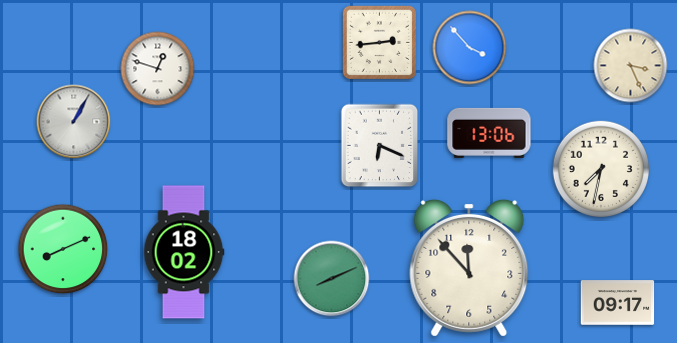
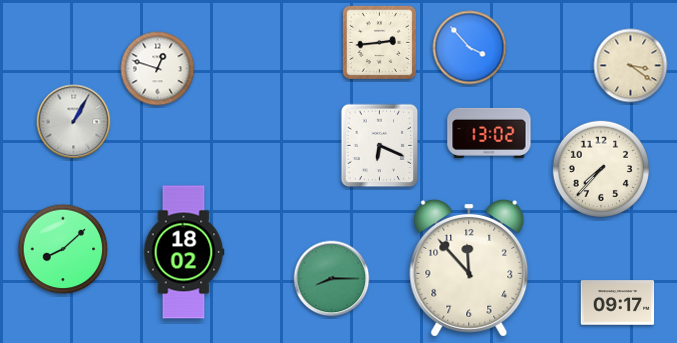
clock at (631, 66): 3:26 -> 3:21
clock at (489, 133): 13:06 -> 13:02
clock at (600, 168): 7:32 -> 7:37
clock at (63, 249): 8:11 -> 8:08
clock at (332, 279): 8:11 -> 8:15
